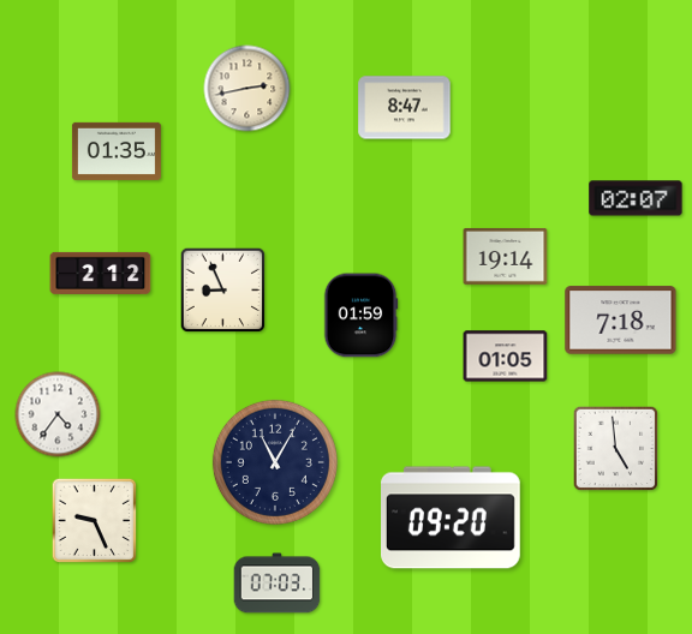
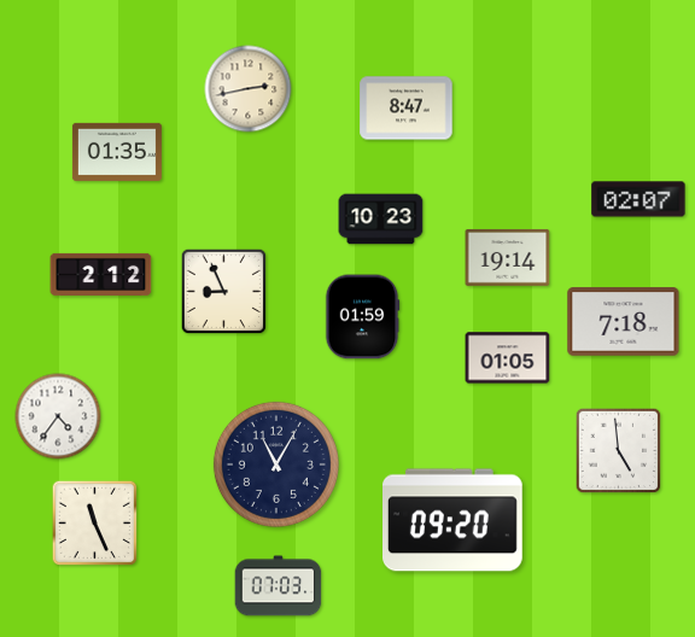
clock at (381, 220): none -> 10:23
clock at (95, 521): 9:26 -> 11:26
